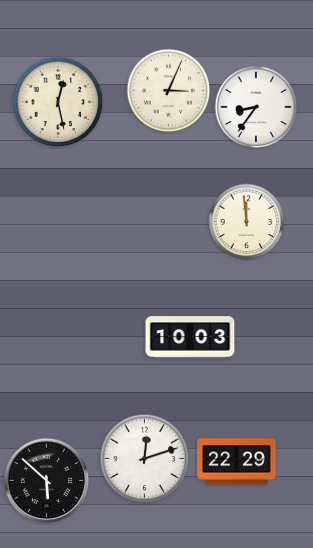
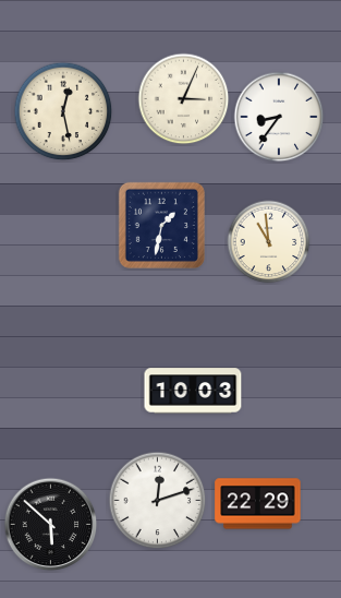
clock at (161, 225): none -> 1:32
clock at (247, 222): 11:59 -> 10:59
clock at (190, 337) position: (190, 337) -> (193, 391)
